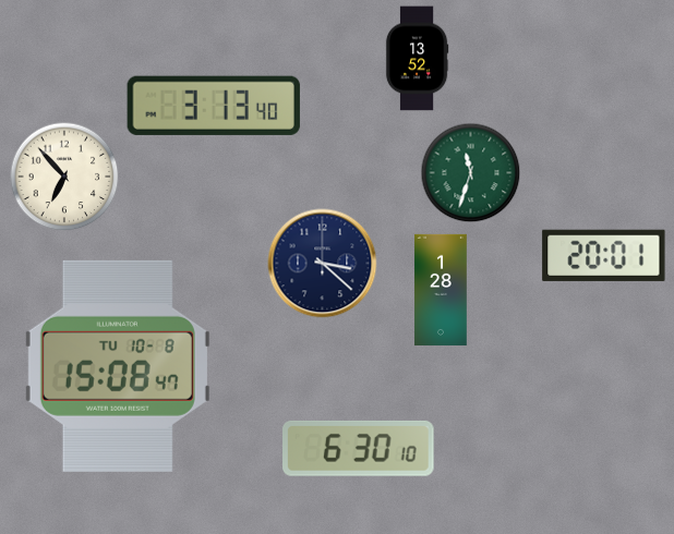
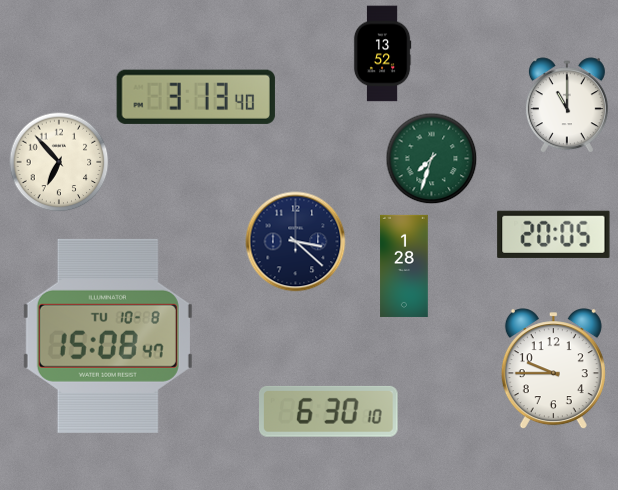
clock at (567, 106): none -> 11:00
clock at (471, 173): 11:33 -> 7:33
clock at (604, 255): 20:01 -> 20:05
clock at (553, 369): none -> 9:45
